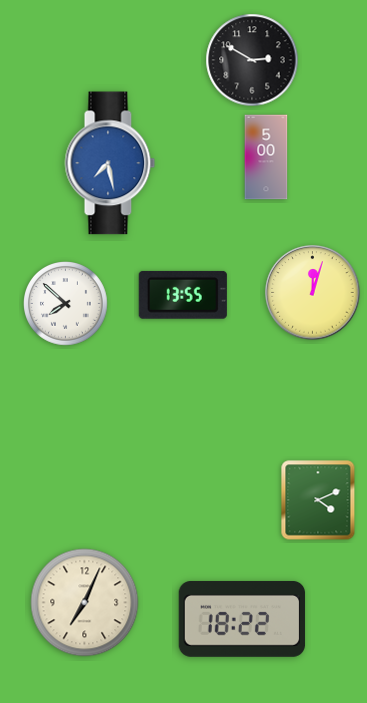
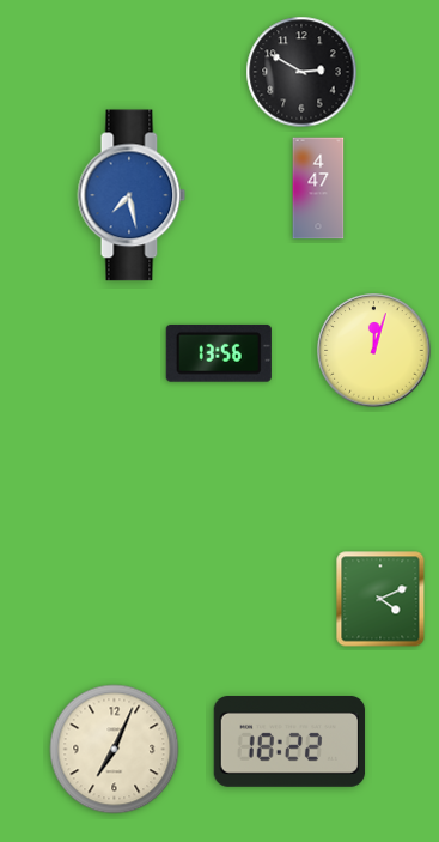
clock at (266, 157): 5:00 -> 4:47
clock at (183, 295): 13:55 -> 13:56
clock at (66, 304): 7:52 -> none
clock at (85, 603) position: (85, 603) -> (115, 750)
